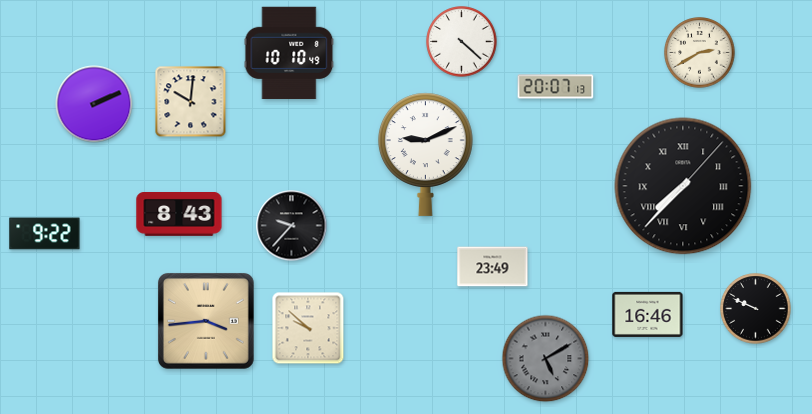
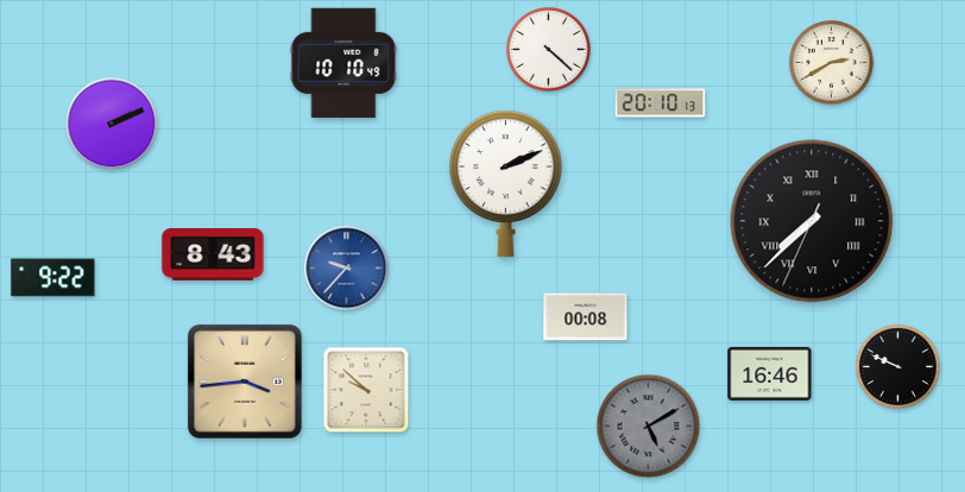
clock at (556, 87): 20:07 -> 20:10
clock at (191, 102): 10:01 -> none
clock at (425, 154): 9:11 -> 2:11
clock at (683, 186): 7:37:07 -> 7:37:34
clock at (292, 226) dial: black -> blue
clock at (493, 267): 23:49 -> 00:08
